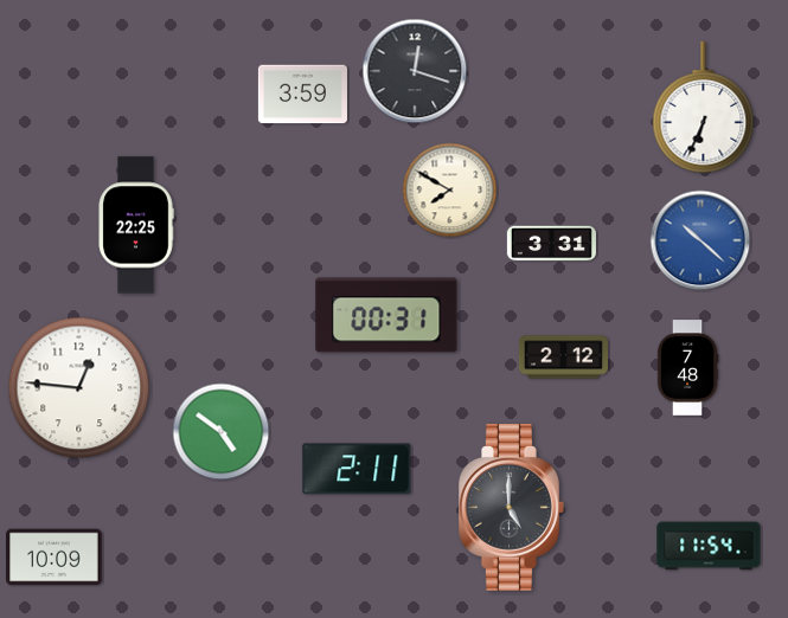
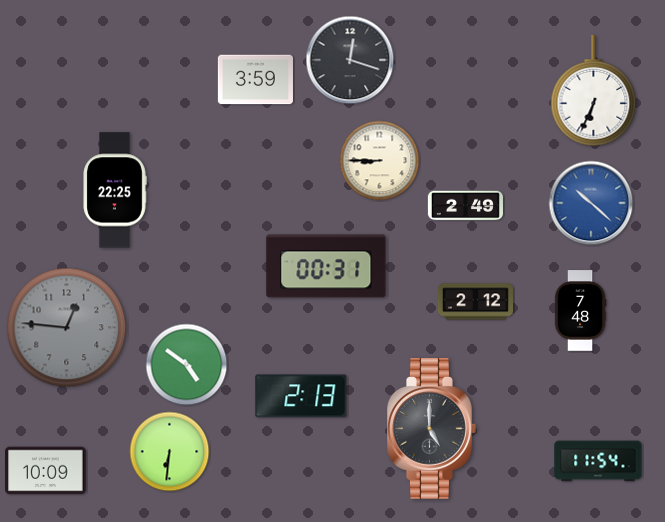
clock at (450, 191): 7:50 -> 8:45
clock at (551, 244): 3:31 -> 2:49
clock at (79, 388) dial: white -> grey
clock at (357, 469): 2:11 -> 2:13
clock at (170, 452): none -> 6:31
